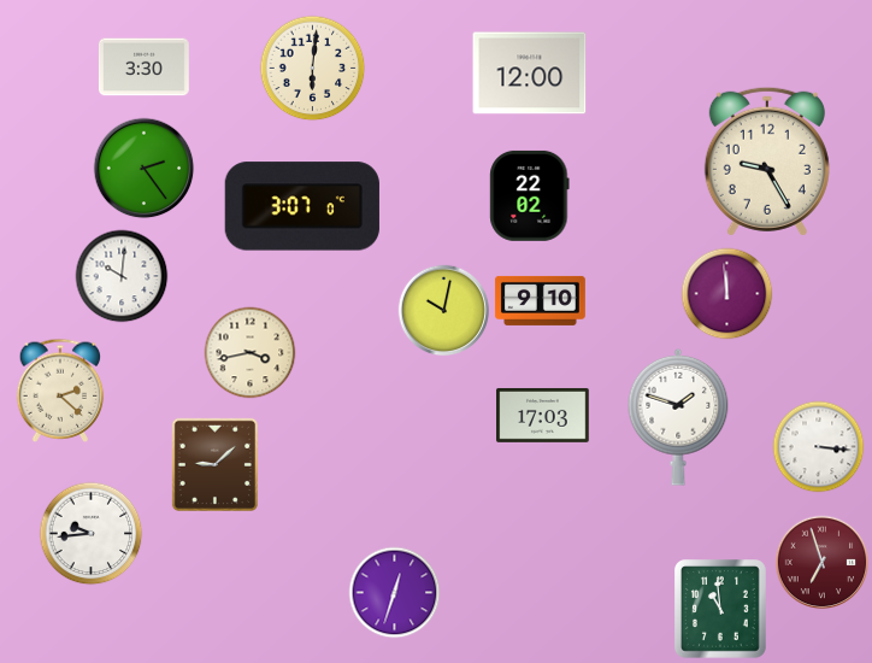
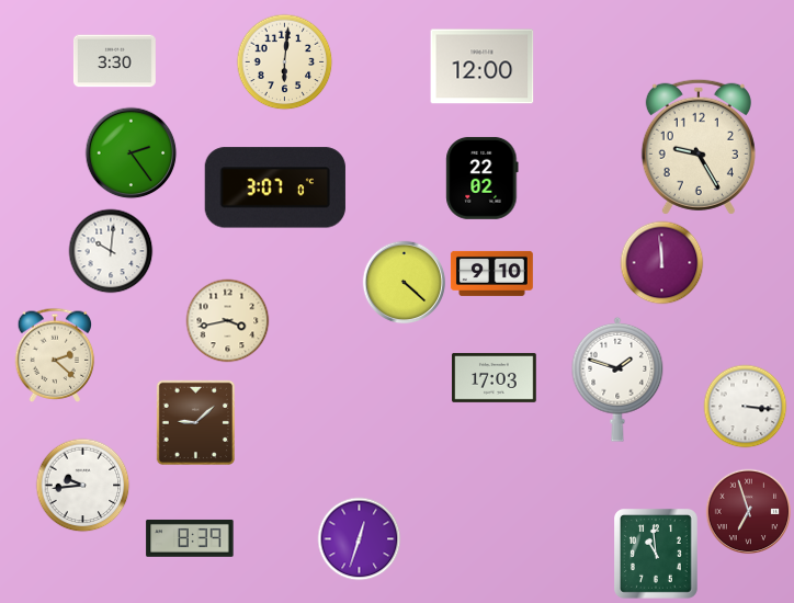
clock at (143, 68) position: (143, 68) -> (114, 61)
clock at (727, 294) position: (727, 294) -> (662, 263)
clock at (444, 311): 10:02 -> 4:22
clock at (190, 538): none -> 8:39
